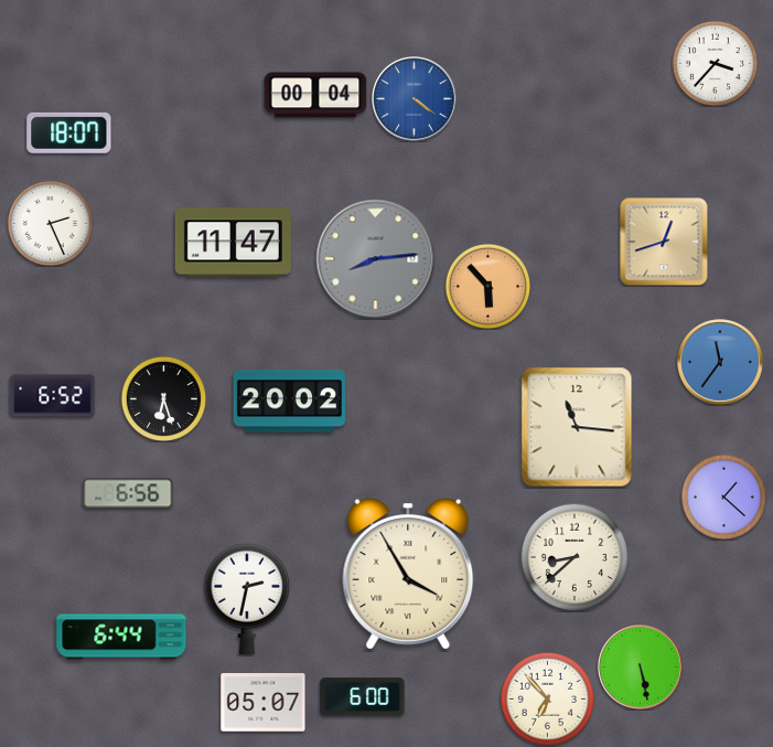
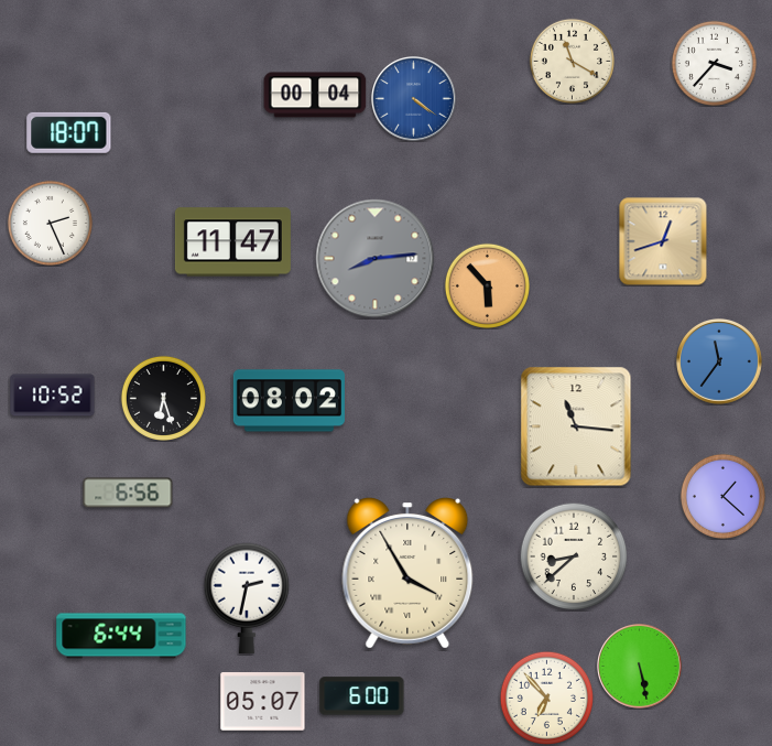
clock at (572, 61): none -> 11:20
clock at (53, 396): 6:52 -> 10:52
clock at (289, 402): 20:02 -> 08:02
